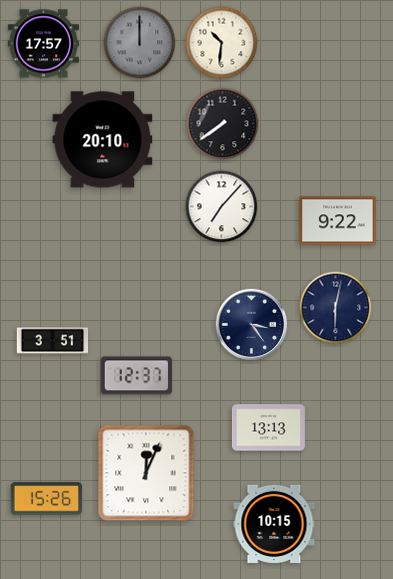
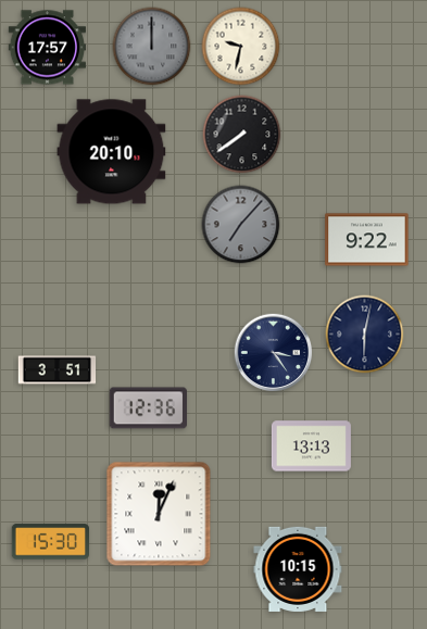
clock at (222, 43): 10:31 -> 9:32
clock at (222, 207) dial: white -> grey
clock at (136, 376): 12:37 -> 12:36
clock at (268, 428) position: (268, 428) -> (311, 446)
clock at (46, 499): 15:26 -> 15:30
